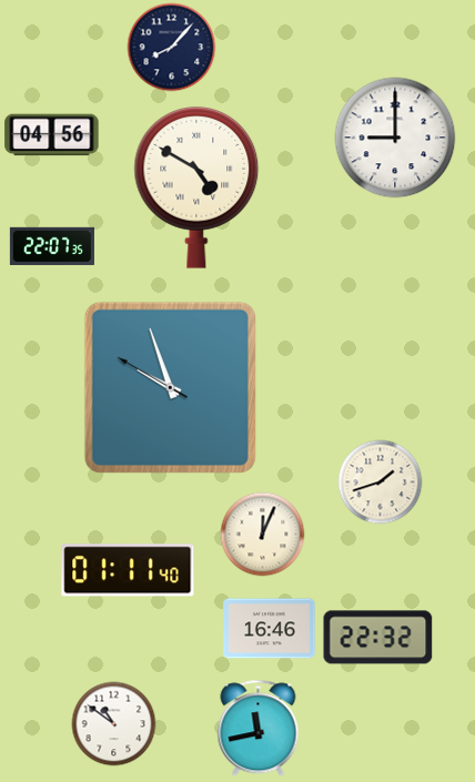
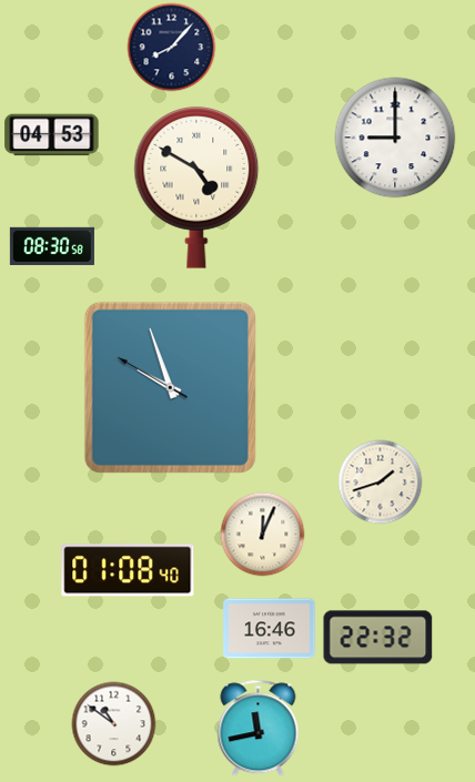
clock at (52, 135): 04:56 -> 04:53
clock at (52, 245): 22:07 -> 08:30
clock at (128, 570): 01:11 -> 01:08
